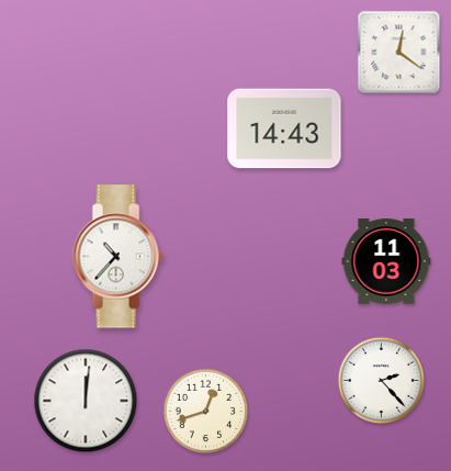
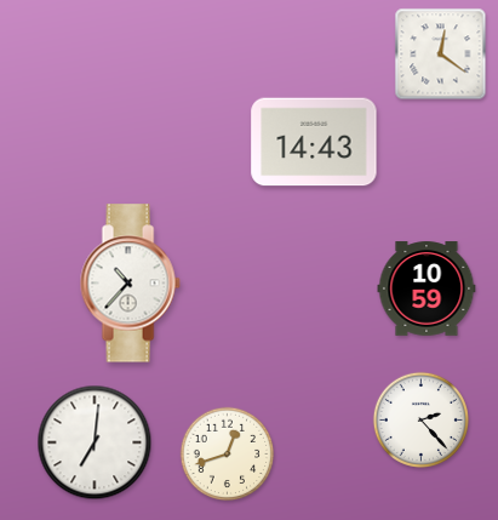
clock at (399, 53) position: (399, 53) -> (441, 55)
clock at (386, 261): 11:03 -> 10:59
clock at (86, 401): 12:01 -> 7:01
